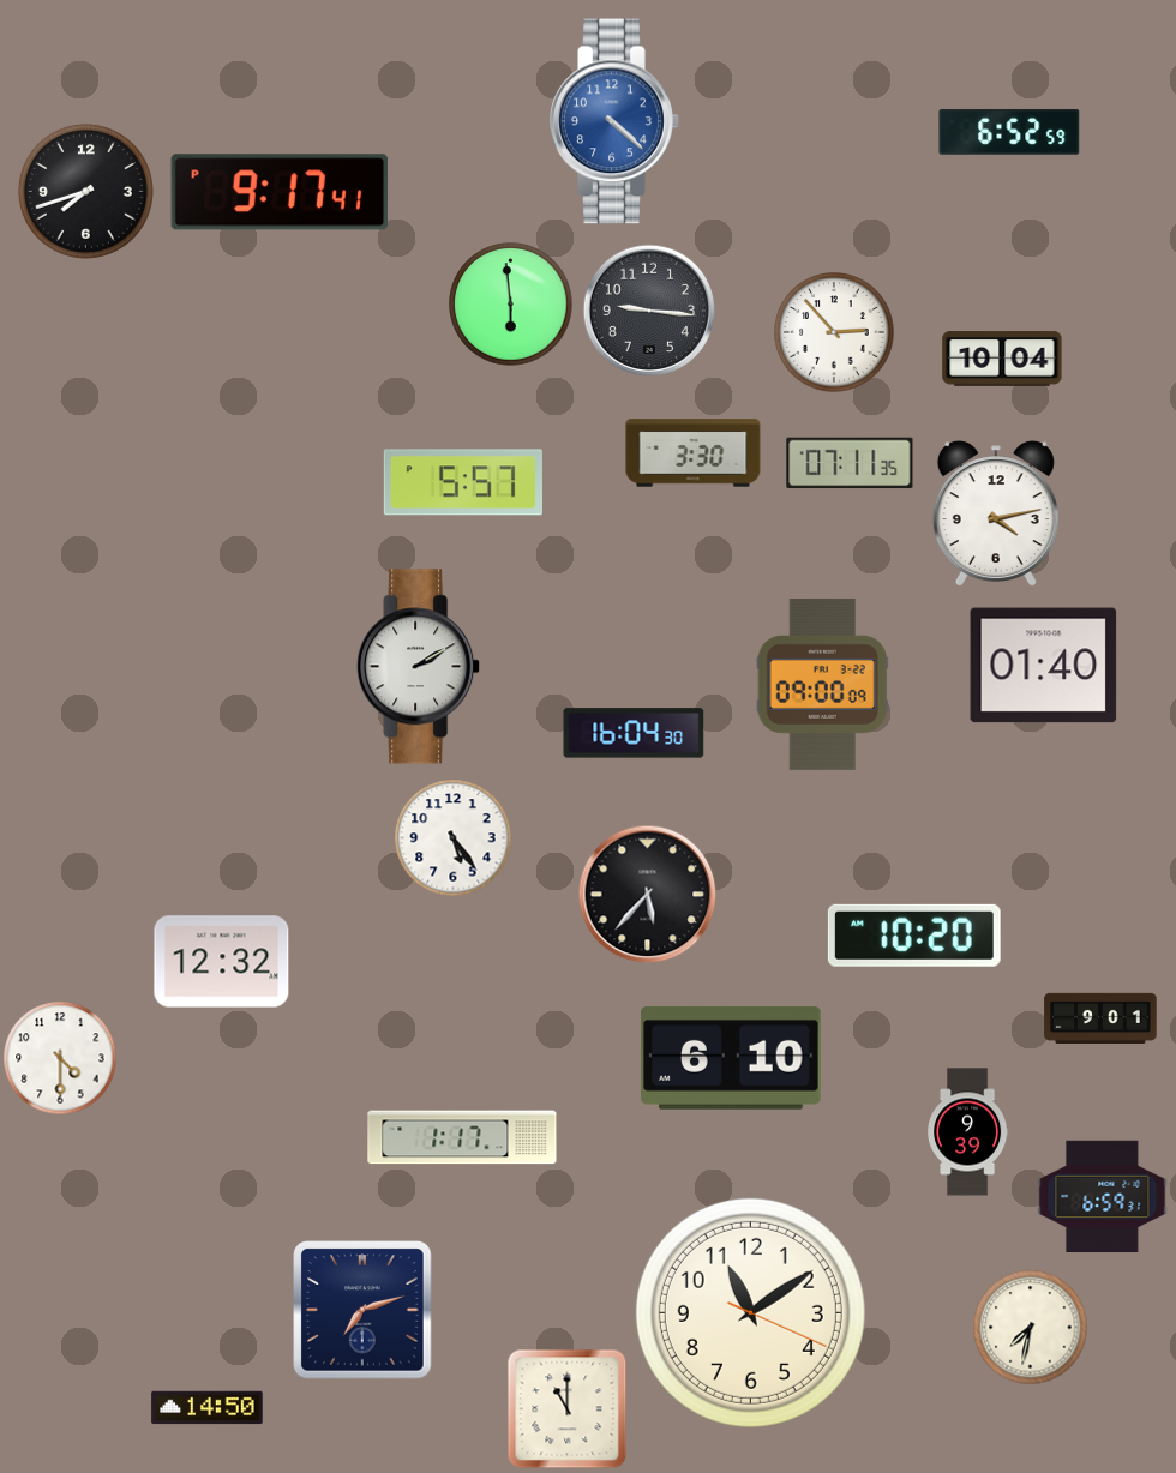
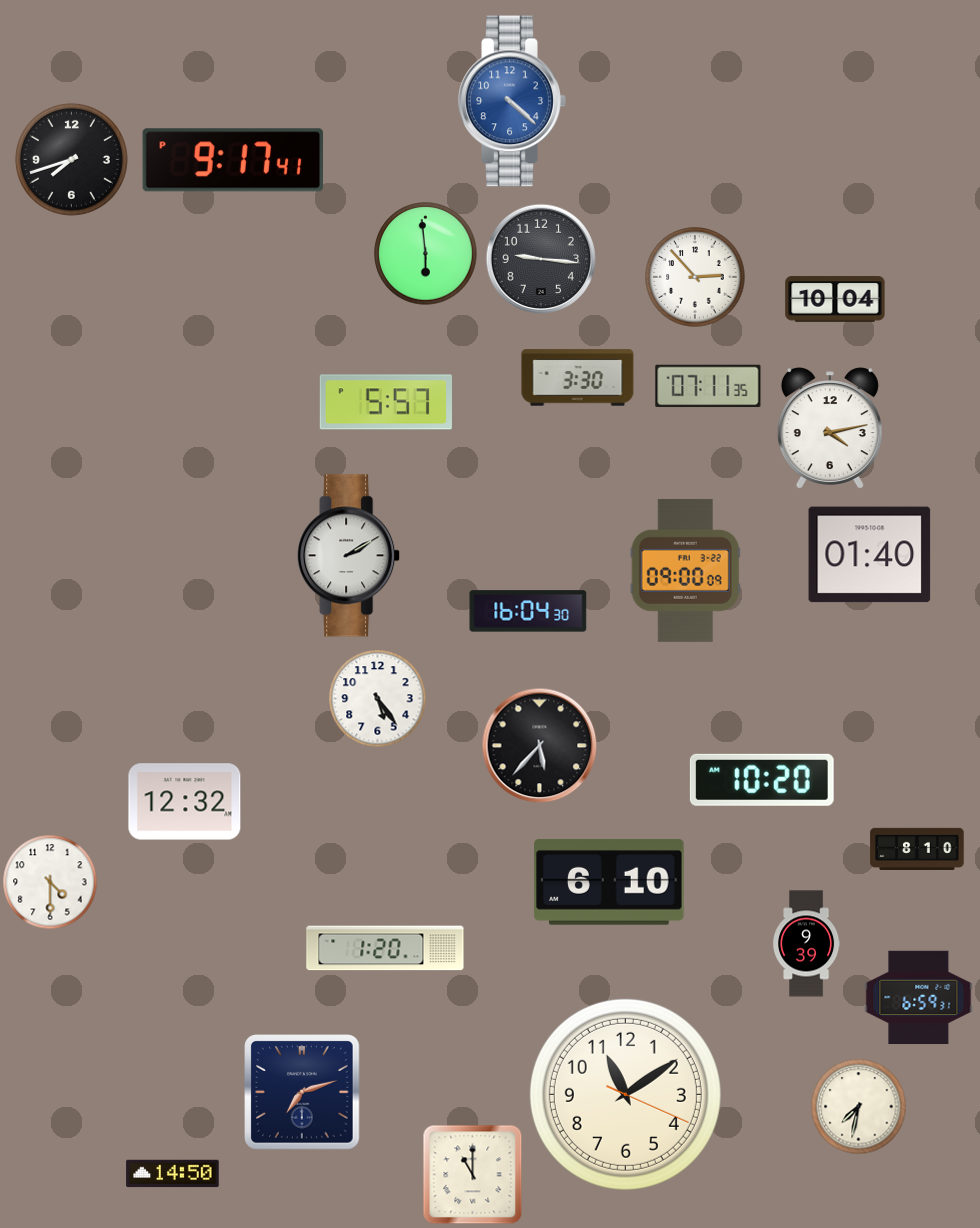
clock at (1009, 132): 6:52 -> none
clock at (1100, 1018): 9:01 -> 8:10
clock at (462, 1137): 1:17 -> 1:20
